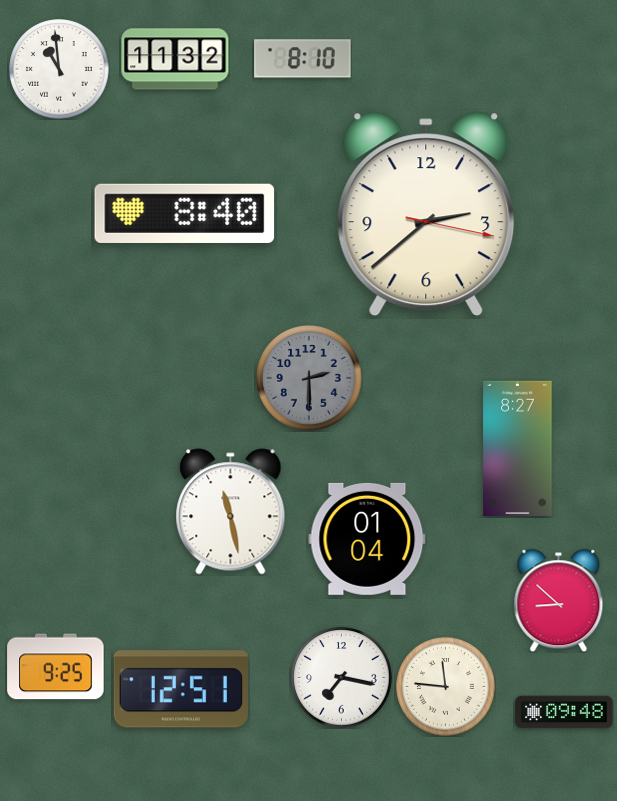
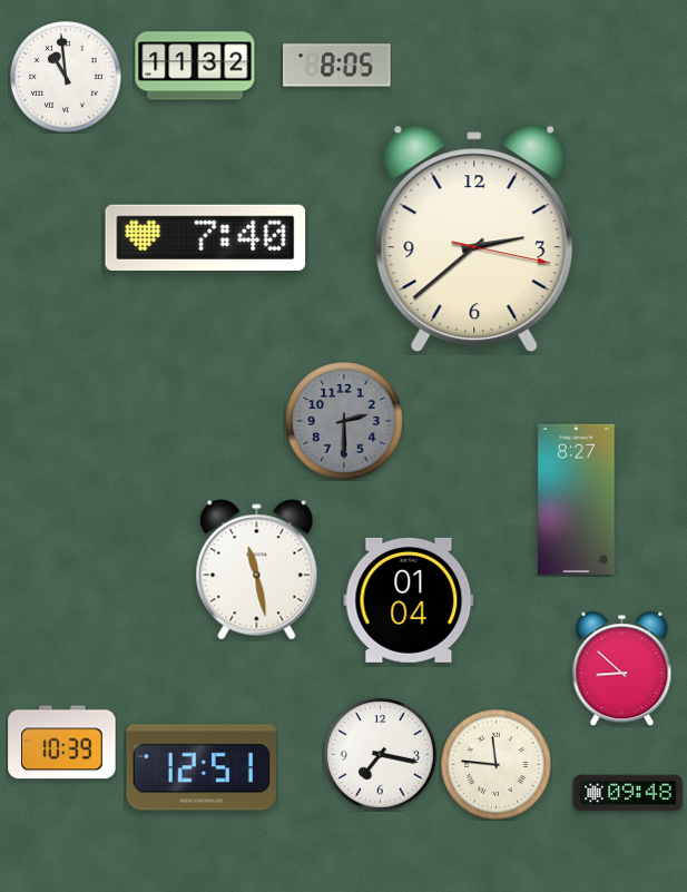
clock at (303, 59): 8:10 -> 8:05
clock at (185, 213): 8:40 -> 7:40
clock at (56, 667): 9:25 -> 10:39
